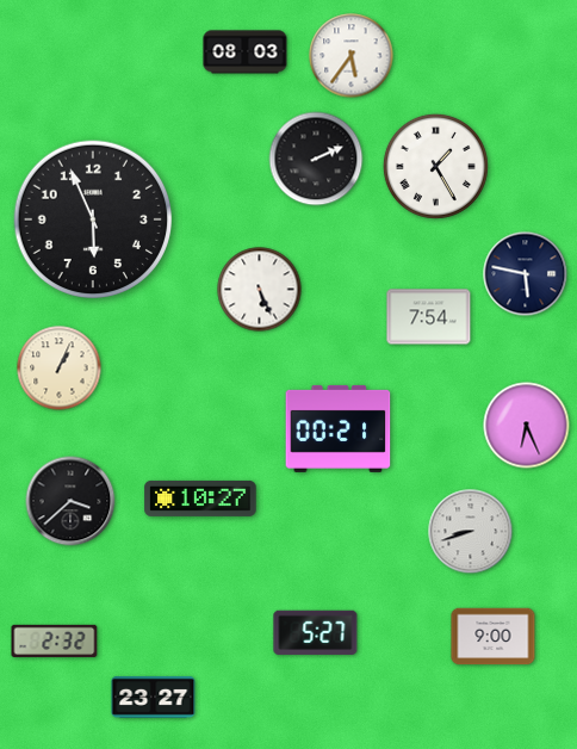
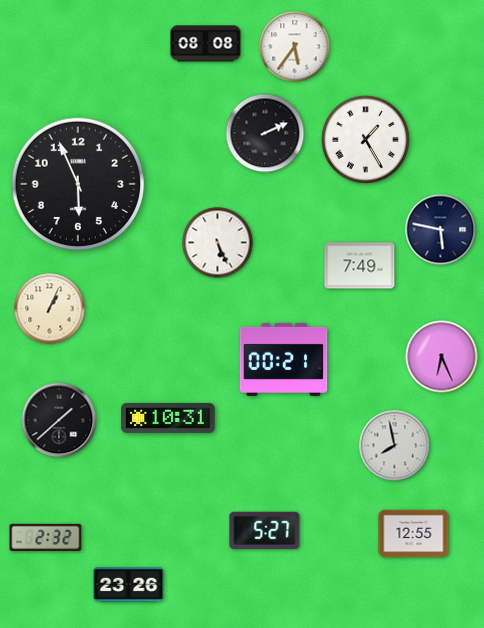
clock at (246, 52): 08:03 -> 08:08
clock at (429, 317): 7:54 -> 7:49
clock at (200, 499): 10:27 -> 10:31
clock at (70, 501): 3:38 -> 1:38
clock at (471, 532): 8:42 -> 7:58
clock at (494, 637): 9:00 -> 12:55
clock at (154, 697): 23:27 -> 23:26
